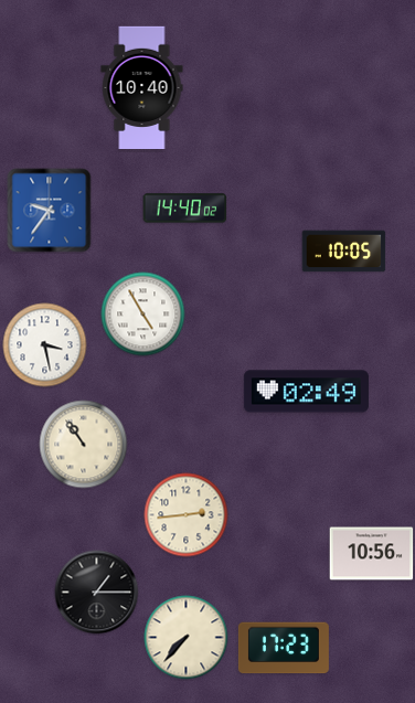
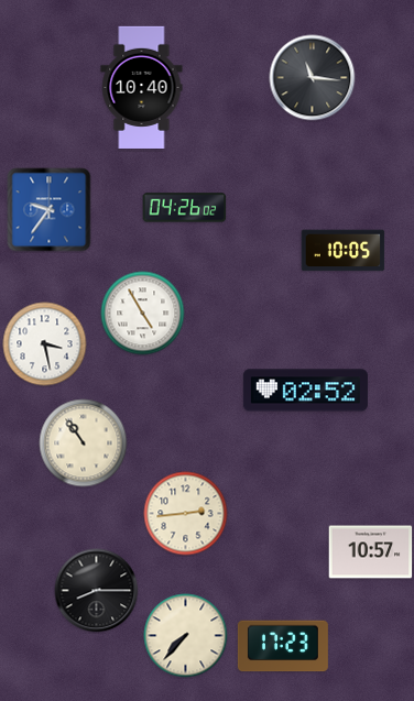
clock at (313, 78): none -> 11:16
clock at (185, 209): 14:40 -> 04:26
clock at (306, 392): 02:49 -> 02:52
clock at (372, 554): 10:56 -> 10:57
clock at (97, 593): 1:15 -> 8:15
